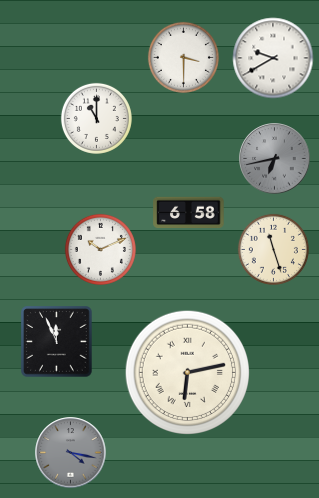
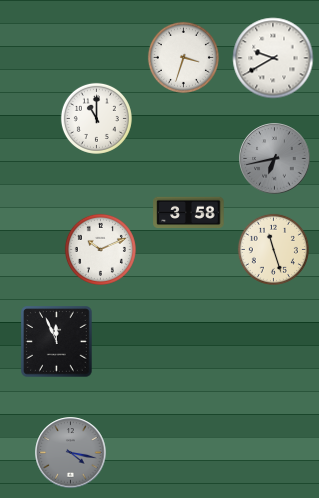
clock at (183, 57): 3:30 -> 3:33
clock at (189, 213): 6:58 -> 3:58
clock at (188, 373): 6:13 -> none
